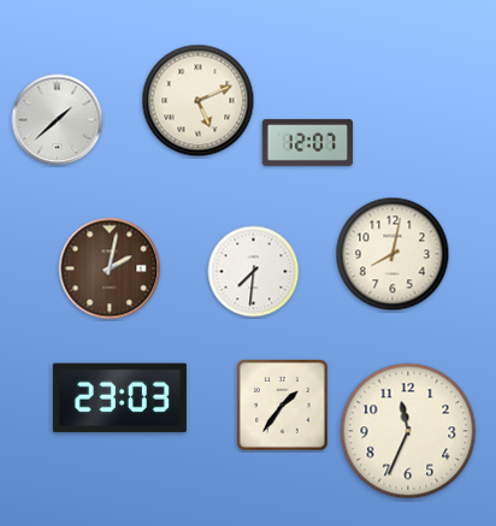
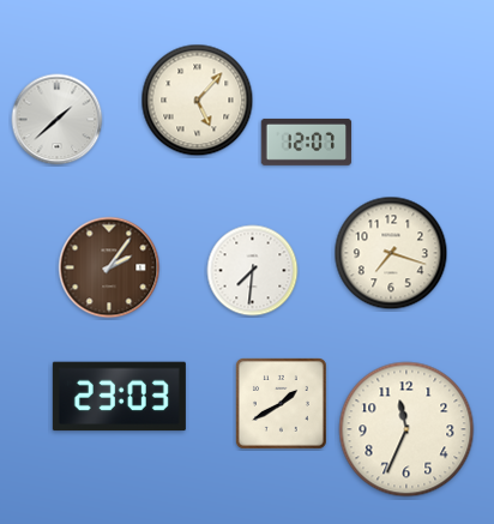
clock at (199, 101): 5:11 -> 5:07
clock at (392, 254): 8:02 -> 7:18
clock at (110, 268): 2:02 -> 2:06
clock at (282, 404): 1:36 -> 1:40
